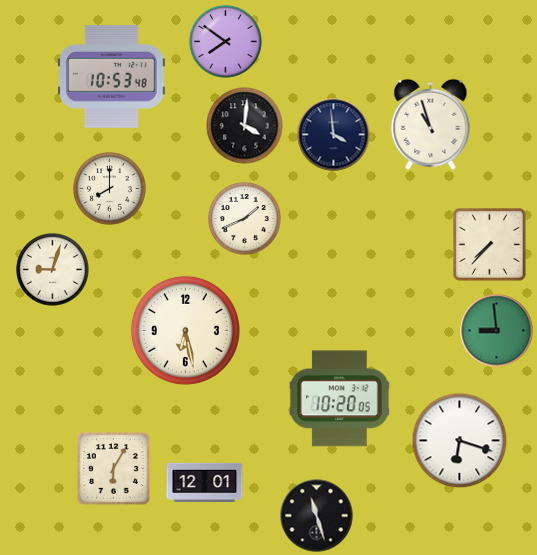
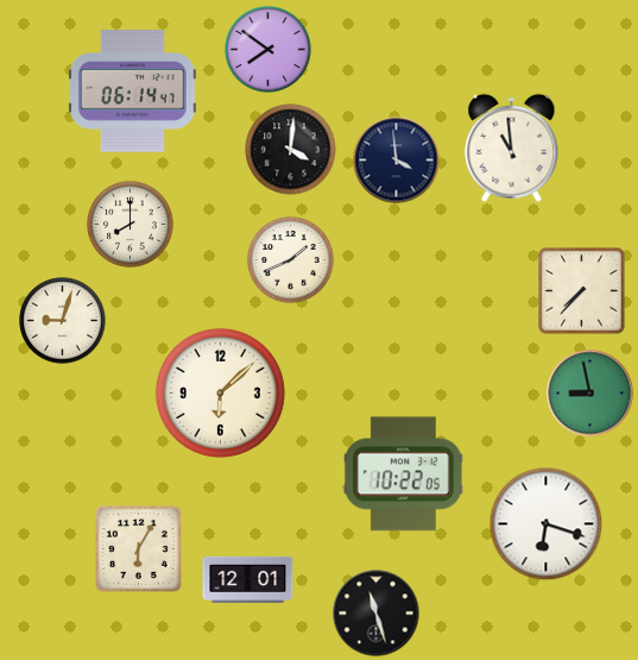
clock at (112, 77): 10:53 -> 06:14
clock at (431, 124): 10:57 -> 10:59
clock at (185, 330): 6:28 -> 6:08
clock at (497, 331): 8:59 -> 8:58
clock at (339, 399): 10:20 -> 10:22
clock at (114, 469) position: (114, 469) -> (139, 549)
clock at (205, 482) position: (205, 482) -> (248, 579)
